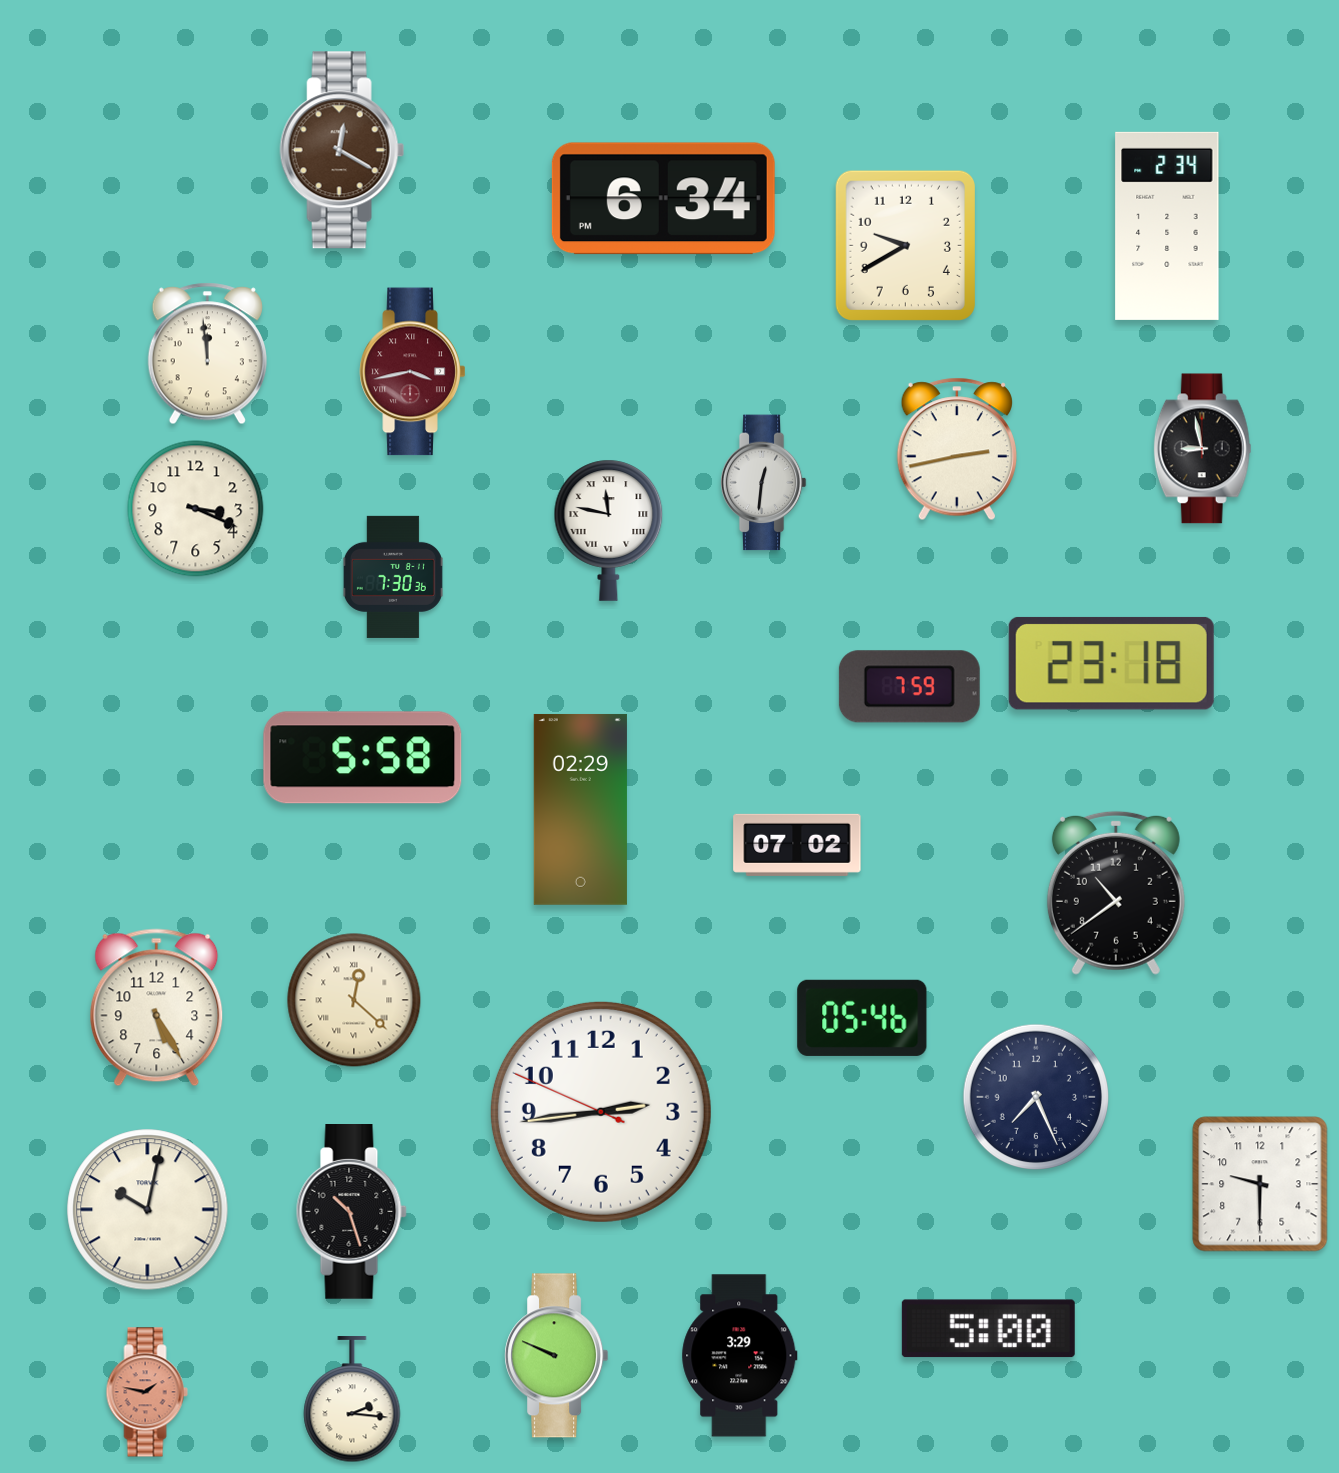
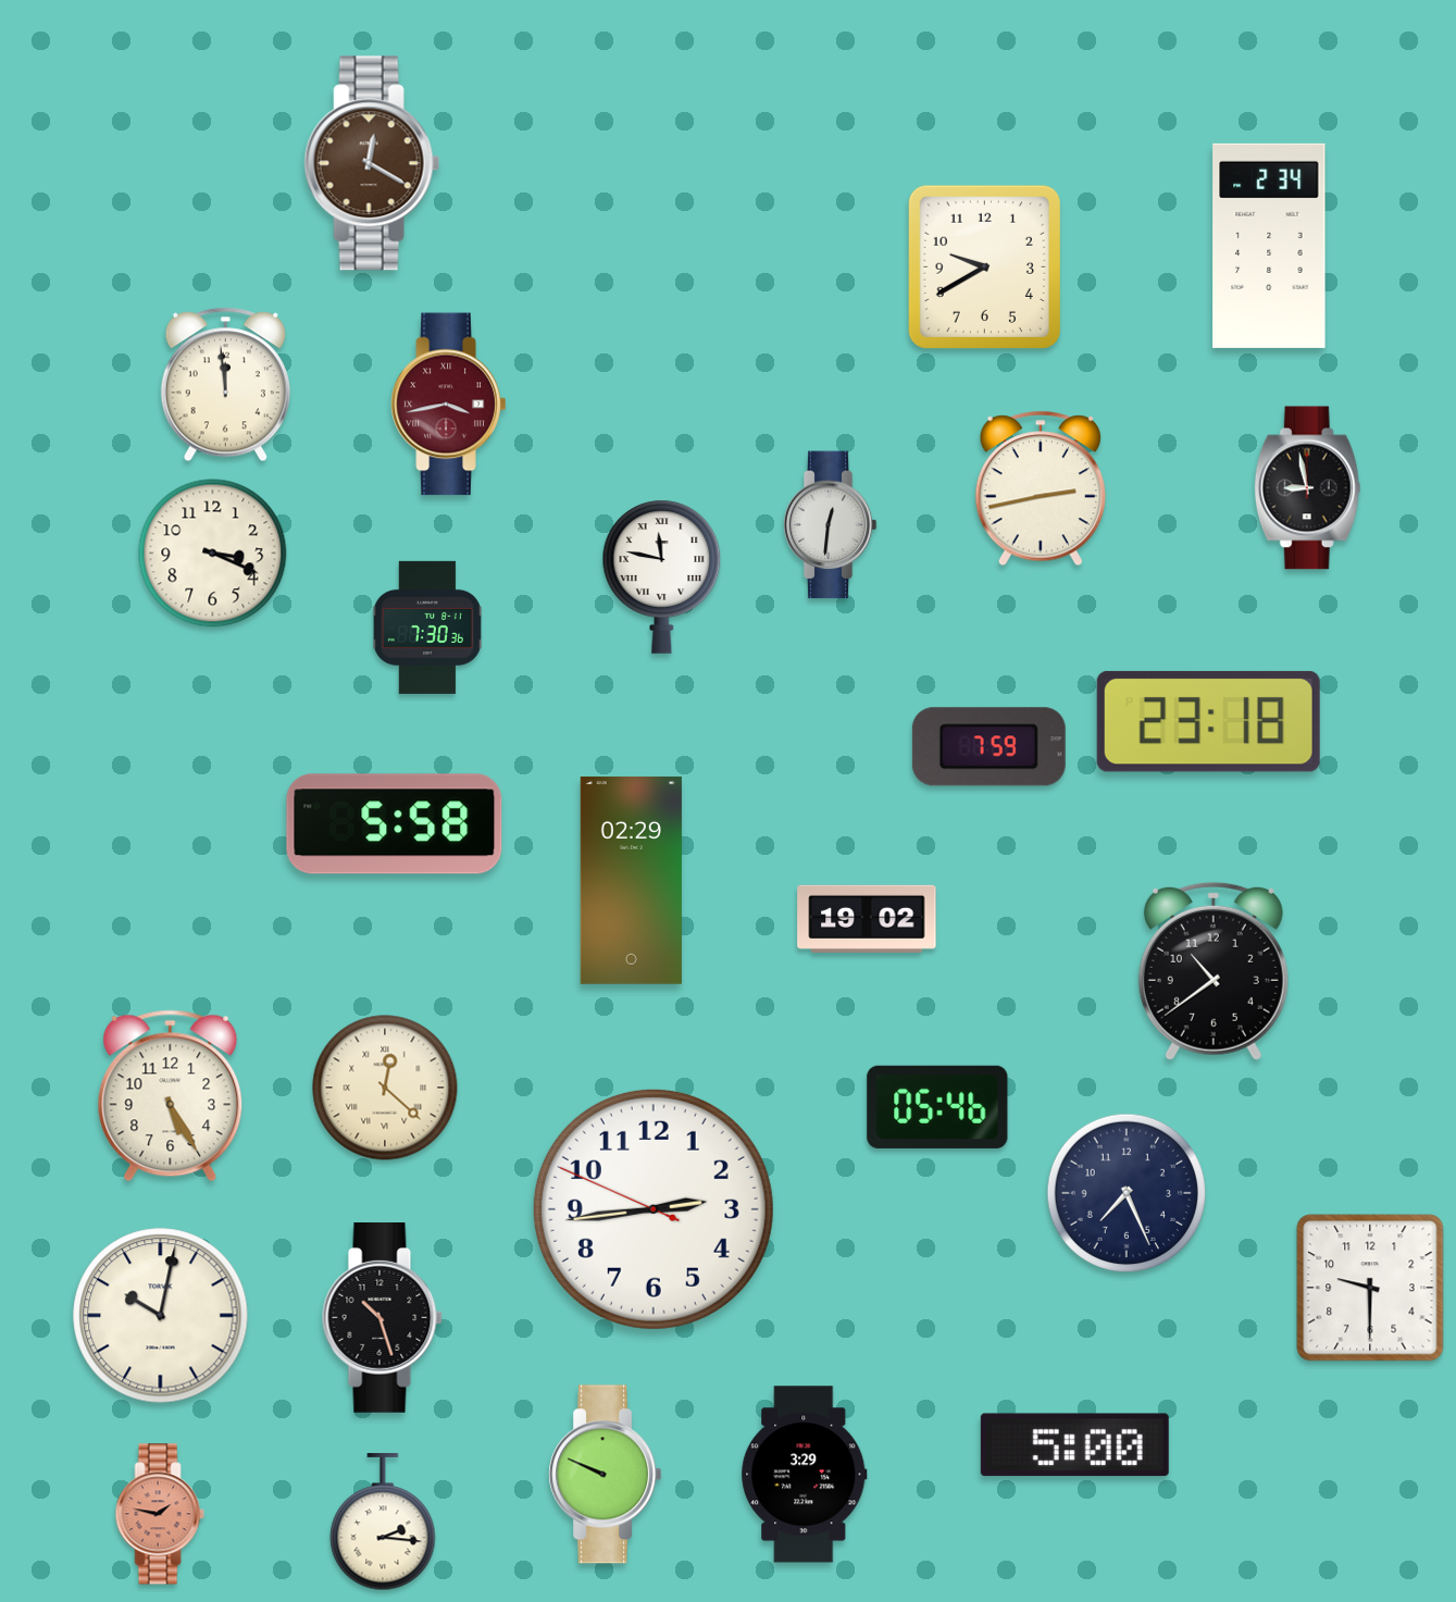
clock at (663, 199): 6:34 -> none
clock at (797, 845): 07:02 -> 19:02
